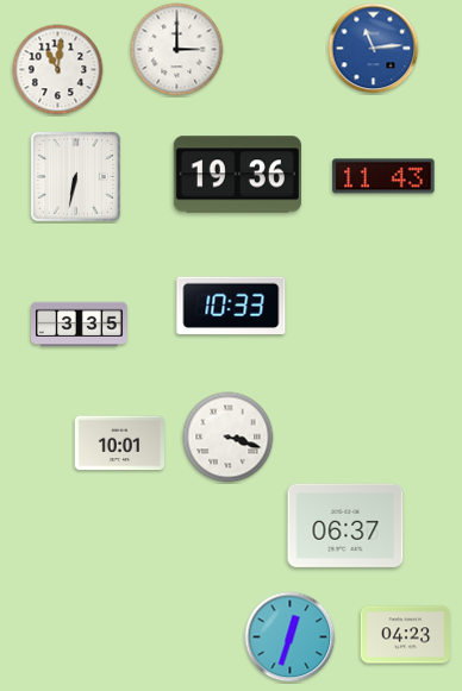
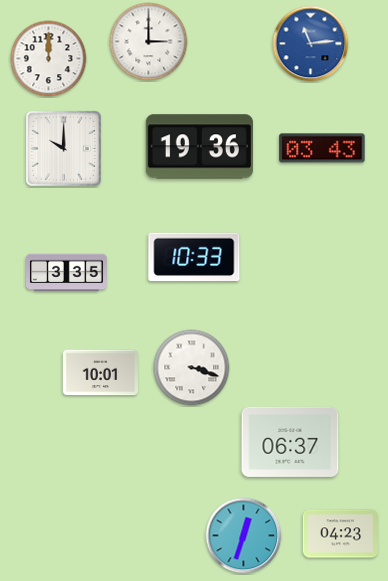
clock at (374, 49) position: (374, 49) -> (311, 44)
clock at (58, 70): 11:01 -> 12:00
clock at (75, 176): 6:32 -> 10:00
clock at (383, 176): 11:43 -> 03:43
